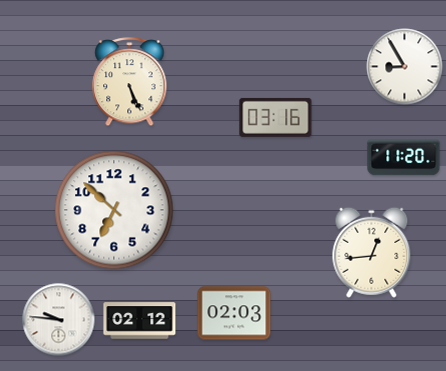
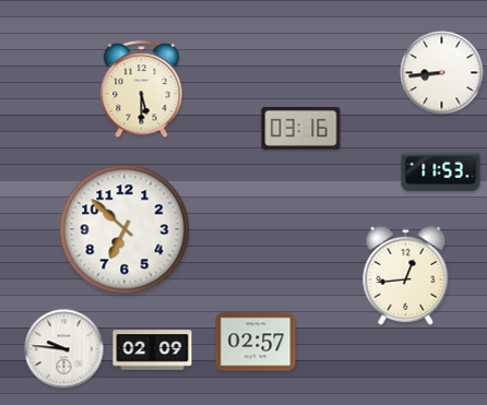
clock at (405, 67): 8:55 -> 8:44
clock at (130, 83): 5:26 -> 5:30
clock at (404, 158): 11:20 -> 11:53
clock at (234, 313): 02:03 -> 02:57
clock at (140, 321): 02:12 -> 02:09
